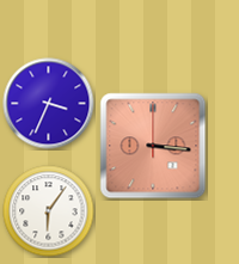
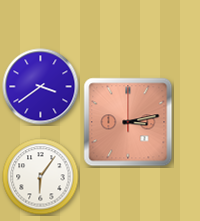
clock at (49, 104): 3:34 -> 3:39
clock at (153, 146): 3:16 -> 3:13
